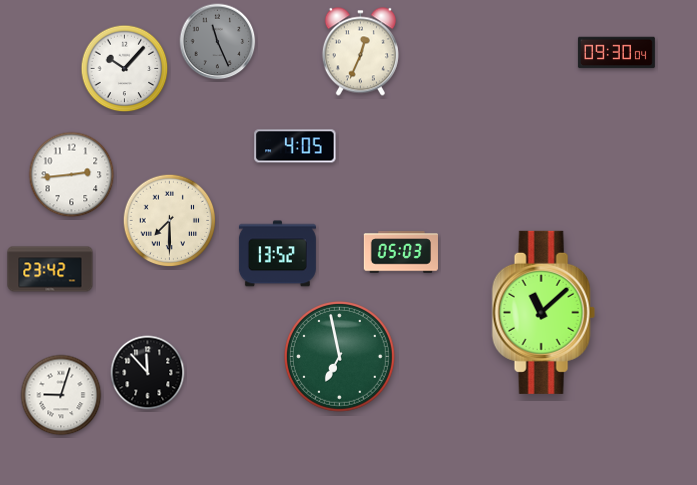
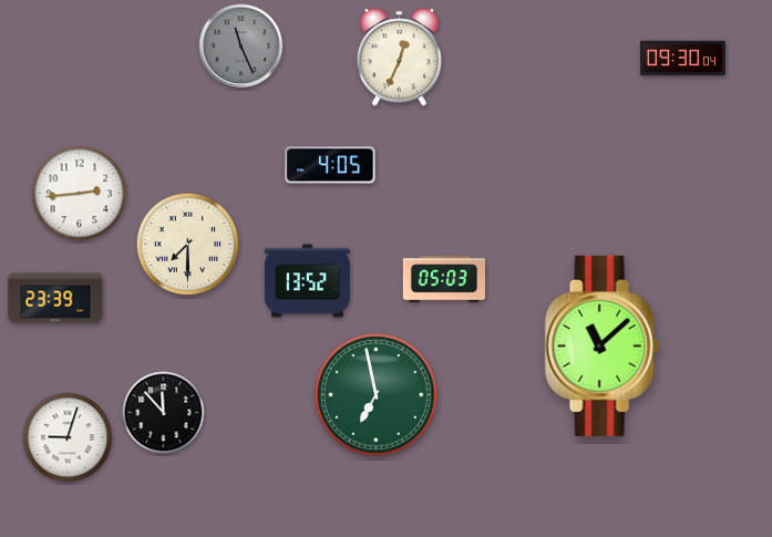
clock at (125, 69): 10:07 -> none
clock at (295, 146) position: (295, 146) -> (330, 165)
clock at (50, 269): 23:42 -> 23:39
